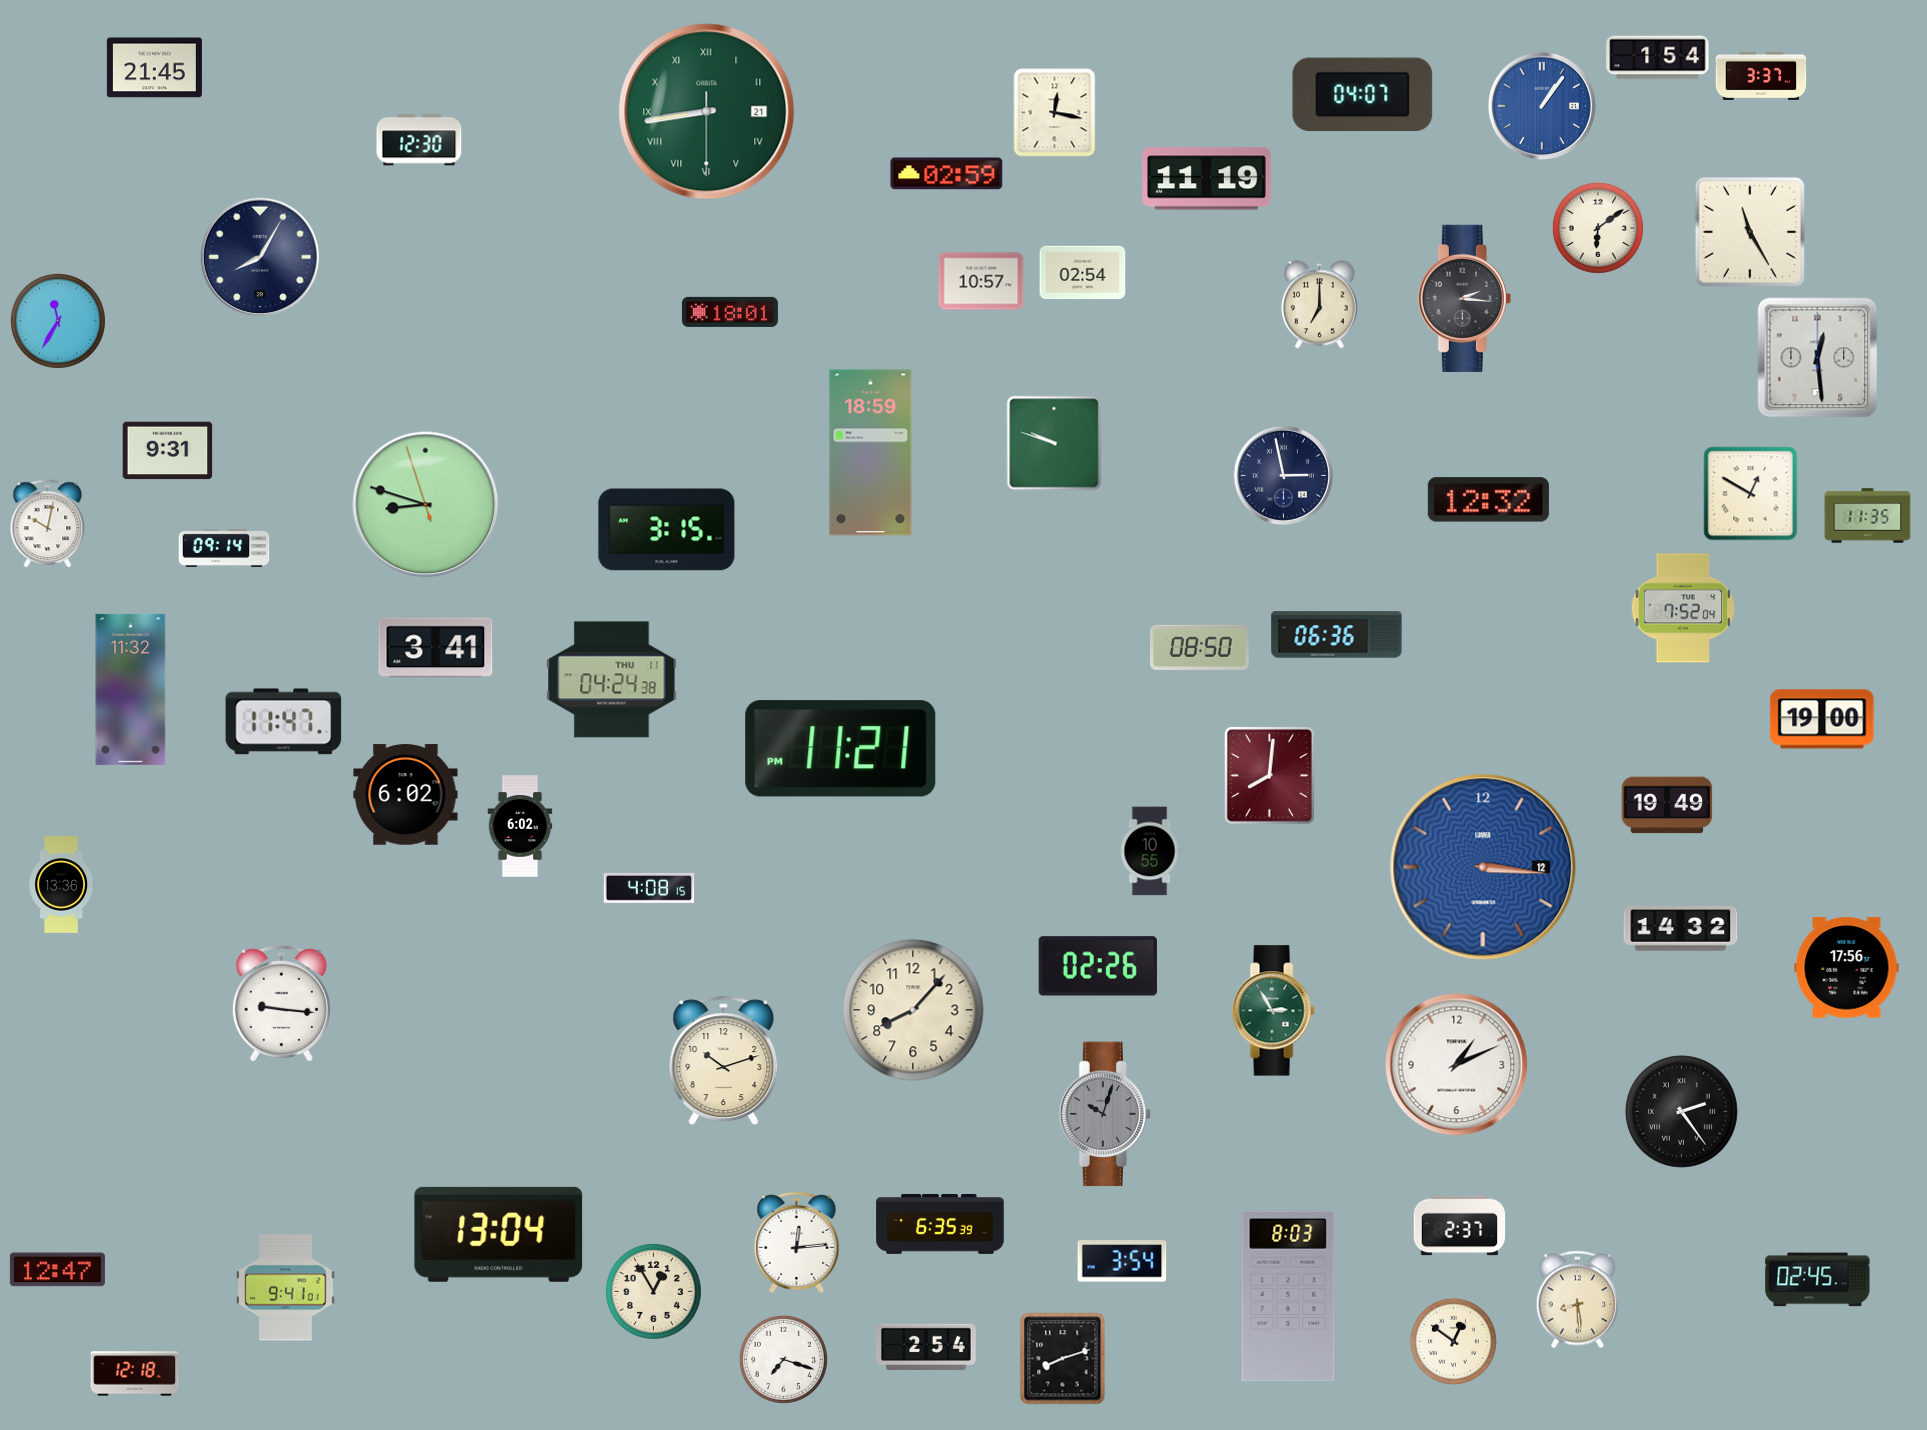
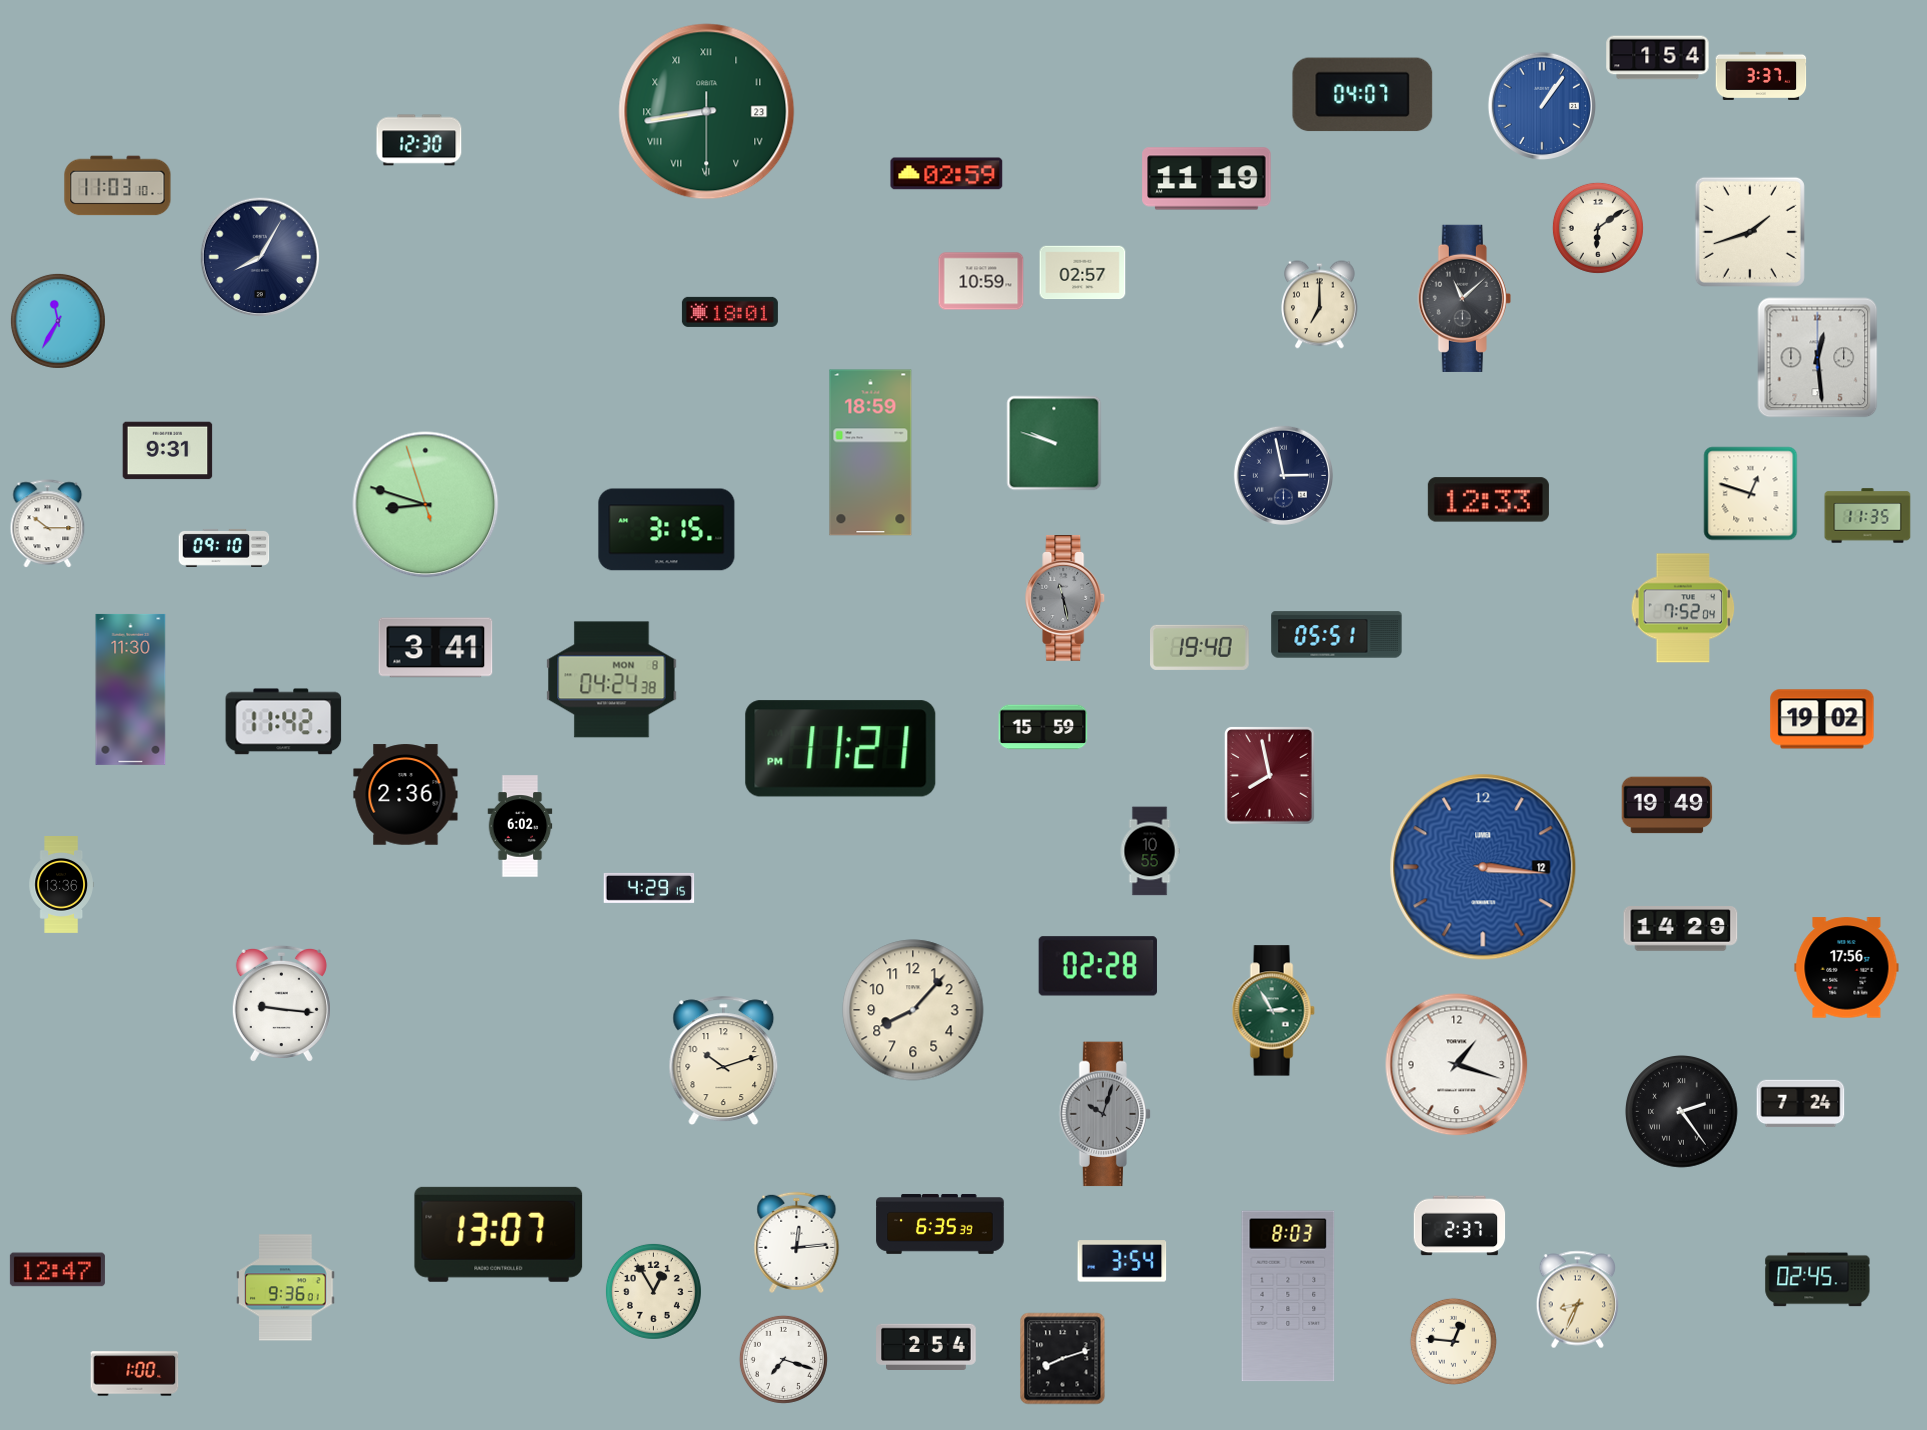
clock at (154, 68): 21:45 -> none
clock at (707, 112) date: 21 -> 23
clock at (1055, 113): 12:17 -> none
clock at (118, 186): none -> 11:03
clock at (1750, 232): 11:25 -> 1:42
clock at (1083, 273): 02:54 -> 02:57
clock at (981, 281): 10:57 -> 10:59
clock at (1464, 298): 2:16 -> 11:08
clock at (1751, 494): 12:50 -> 12:48
clock at (1488, 500): 12:32 -> 12:33
clock at (48, 523): 10:02 -> 10:15
clock at (224, 548): 09:14 -> 09:10
clock at (1066, 599): none -> 11:28
clock at (1337, 635): 06:36 -> 05:51
clock at (1200, 647): 08:50 -> 19:40
clock at (612, 680) date: THU 11 -> MON 8
clock at (131, 689): 11:32 -> 11:30
clock at (1822, 719): 19:00 -> 19:02
clock at (284, 722): 11:47 -> 11:42
clock at (1043, 727): none -> 15:59
clock at (1269, 775): 8:01 -> 7:58
clock at (406, 795): 6:02 -> 2:36
clock at (649, 888): 4:08 -> 4:29
clock at (1681, 929): 14:32 -> 14:29
clock at (1098, 966): 02:26 -> 02:28
clock at (1457, 1065): 1:11 -> 1:18
clock at (1801, 1104): none -> 7:24
clock at (499, 1234): 13:04 -> 13:07
clock at (286, 1288): 9:41 -> 9:36
clock at (1578, 1300): 8:29 -> 8:34
clock at (1453, 1341): 12:51 -> 12:46
clock at (135, 1374): 12:18 -> 1:00
